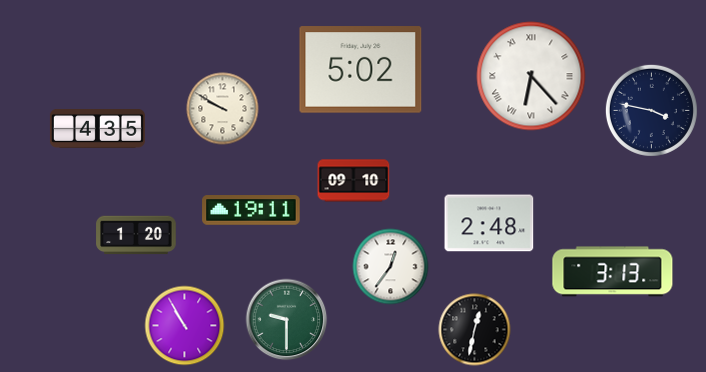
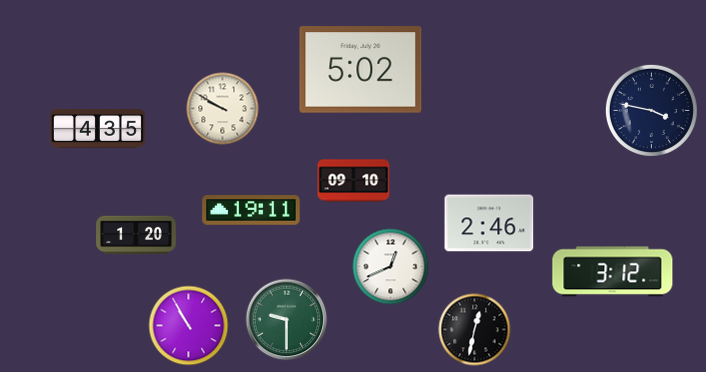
clock at (531, 76): 6:23 -> none
clock at (489, 223): 2:48 -> 2:46
clock at (391, 267): 12:36 -> 12:41
clock at (613, 272): 3:13 -> 3:12
clock at (185, 326) position: (185, 326) -> (189, 326)
